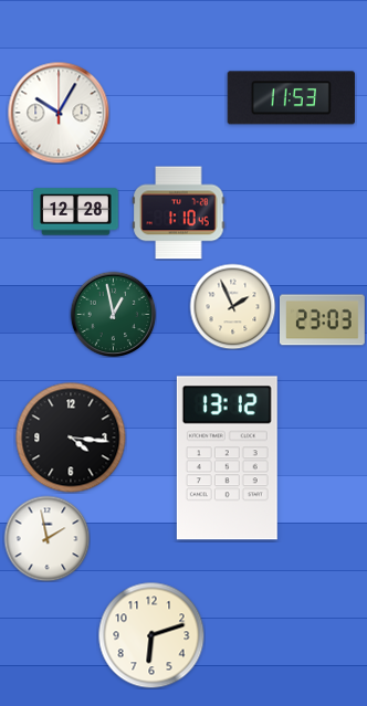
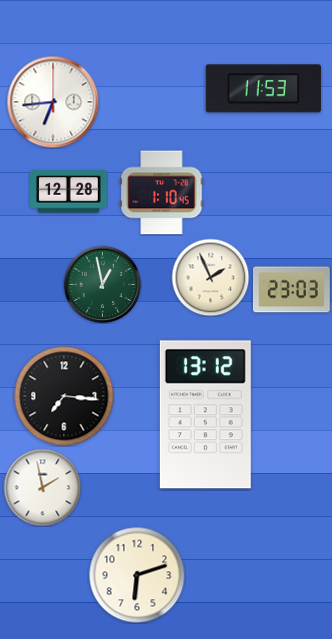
clock at (59, 113): 10:05 -> 6:44
clock at (71, 438): 4:16 -> 7:16
